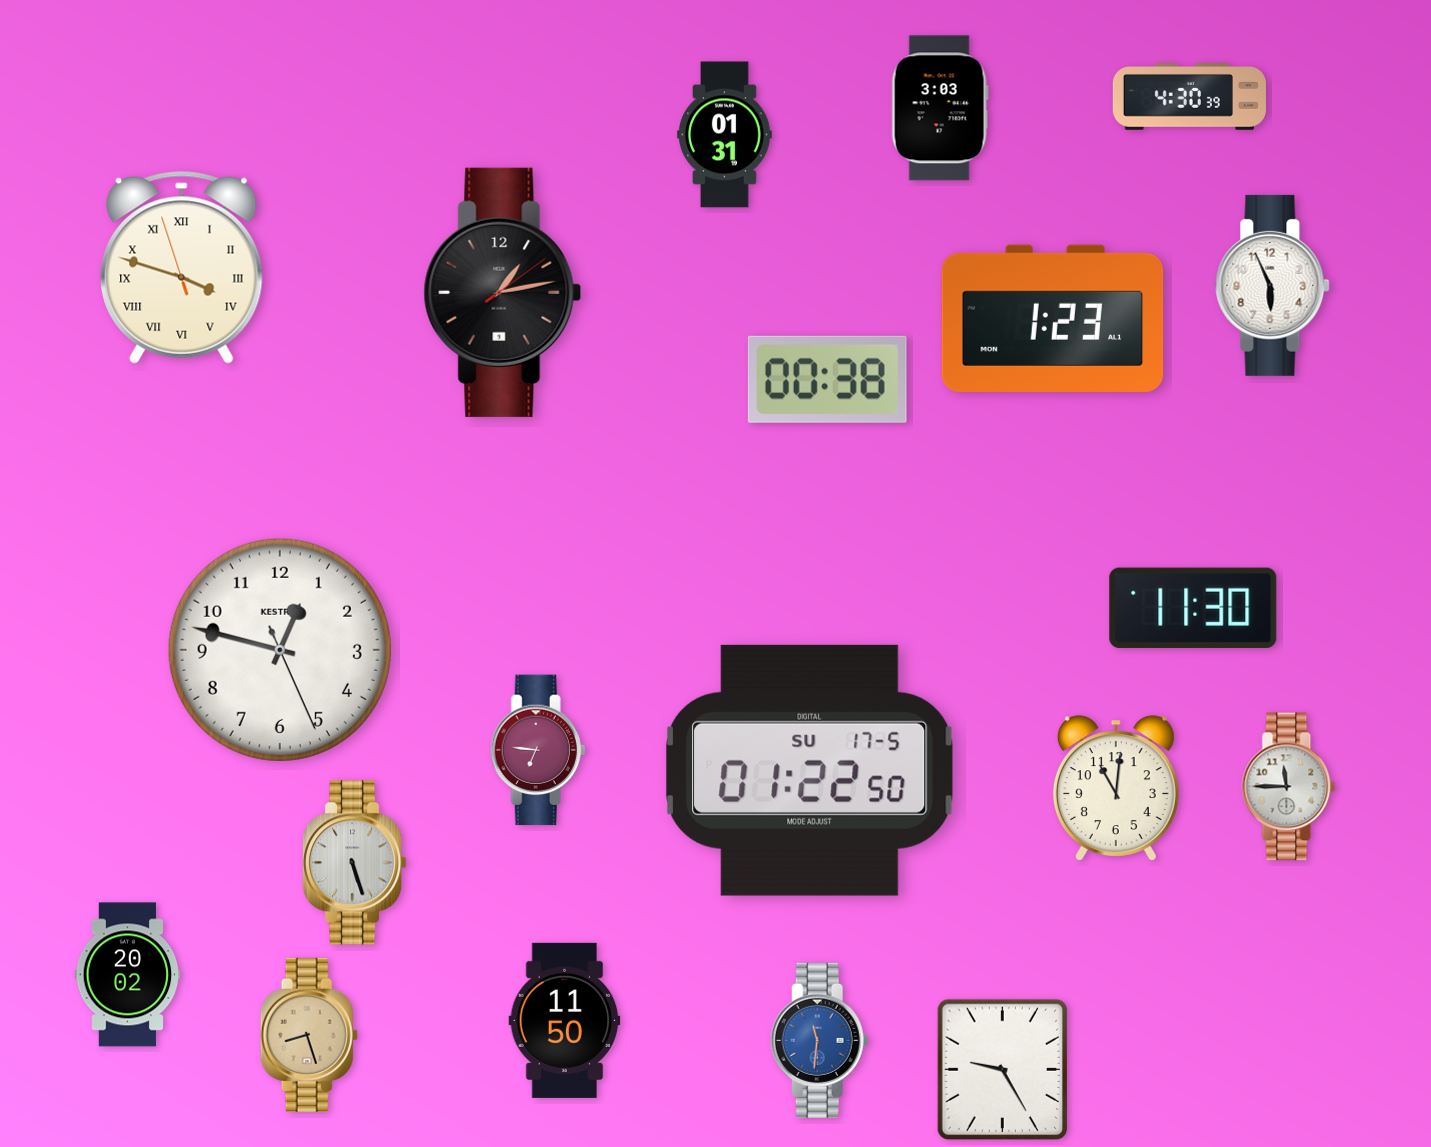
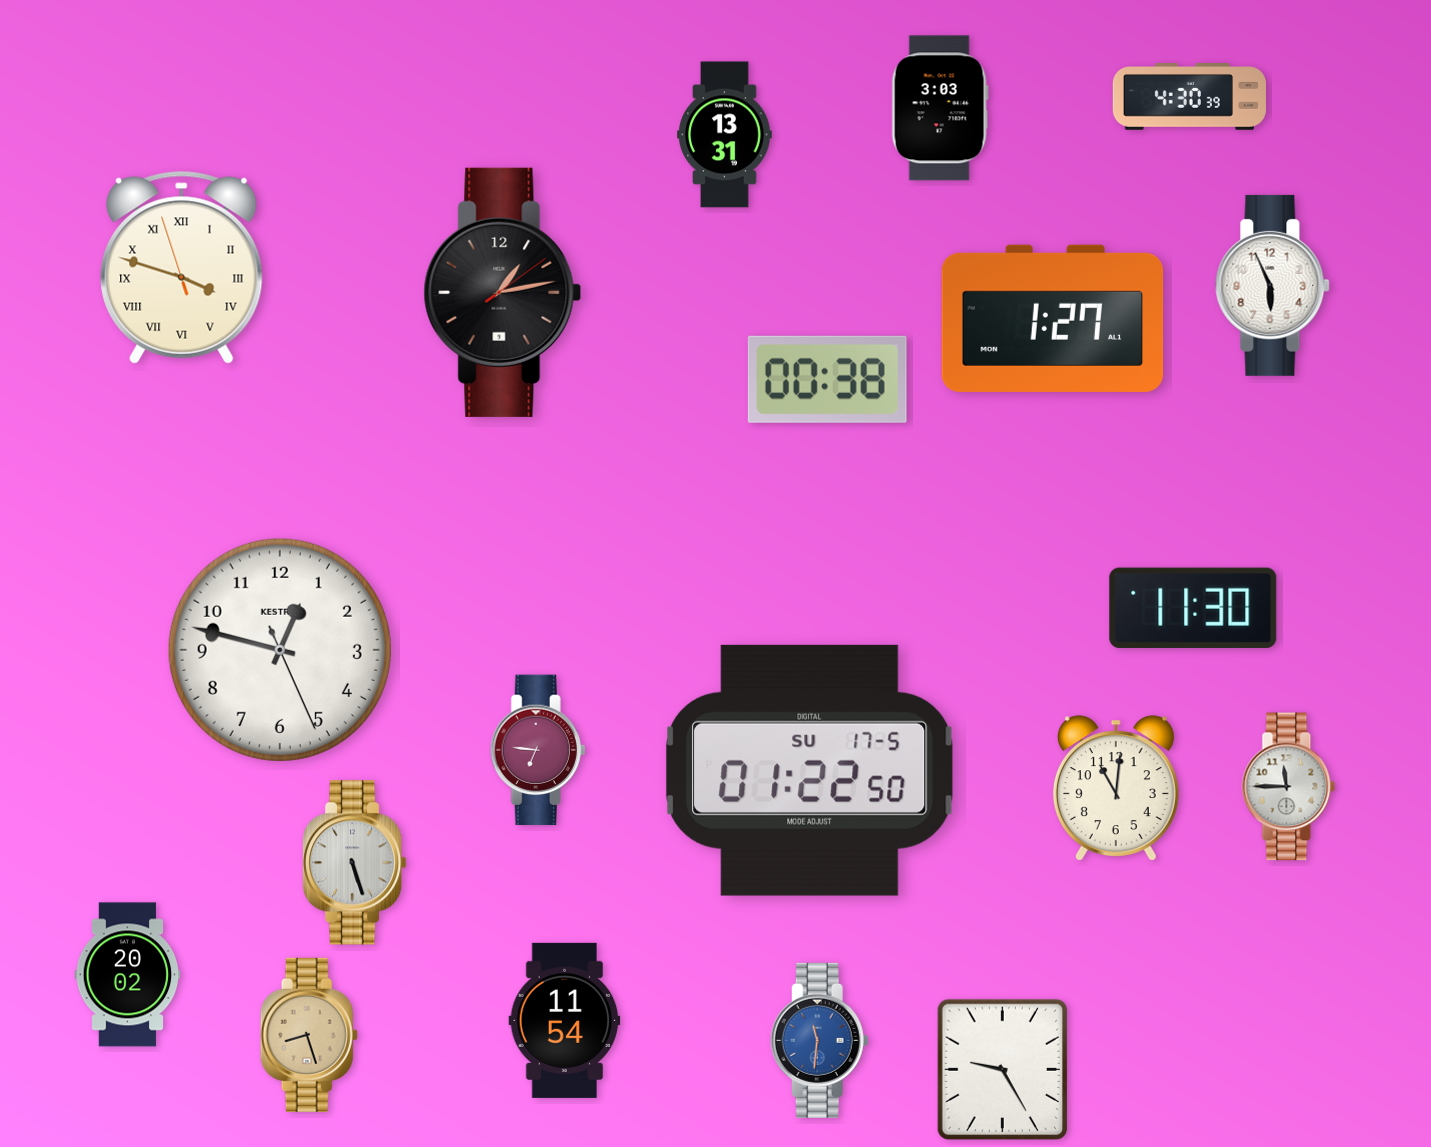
clock at (725, 135): 01:31 -> 13:31
clock at (1053, 318): 1:23 -> 1:27
clock at (565, 1020): 11:50 -> 11:54
